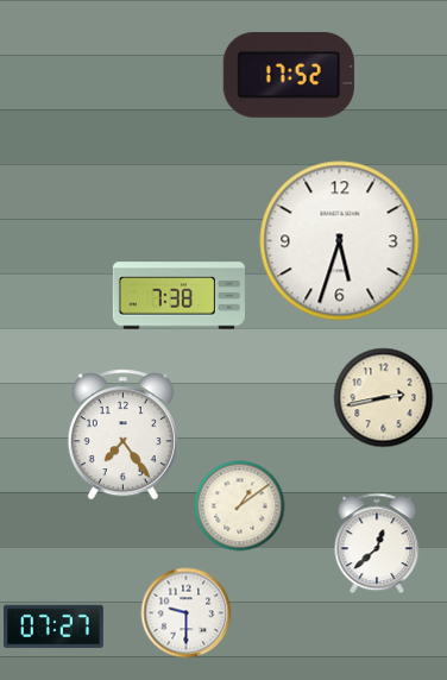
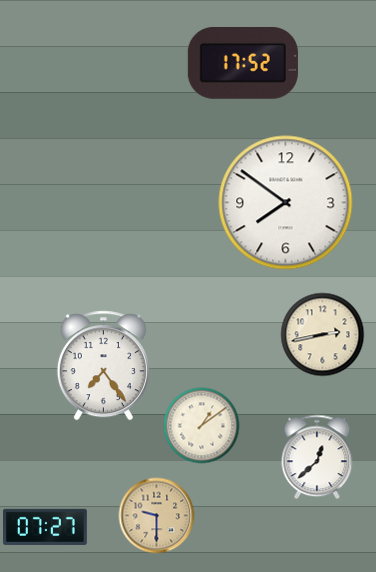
clock at (340, 241): 5:33 -> 7:51
clock at (178, 296): 7:38 -> none
clock at (187, 613) dial: white -> champagne
